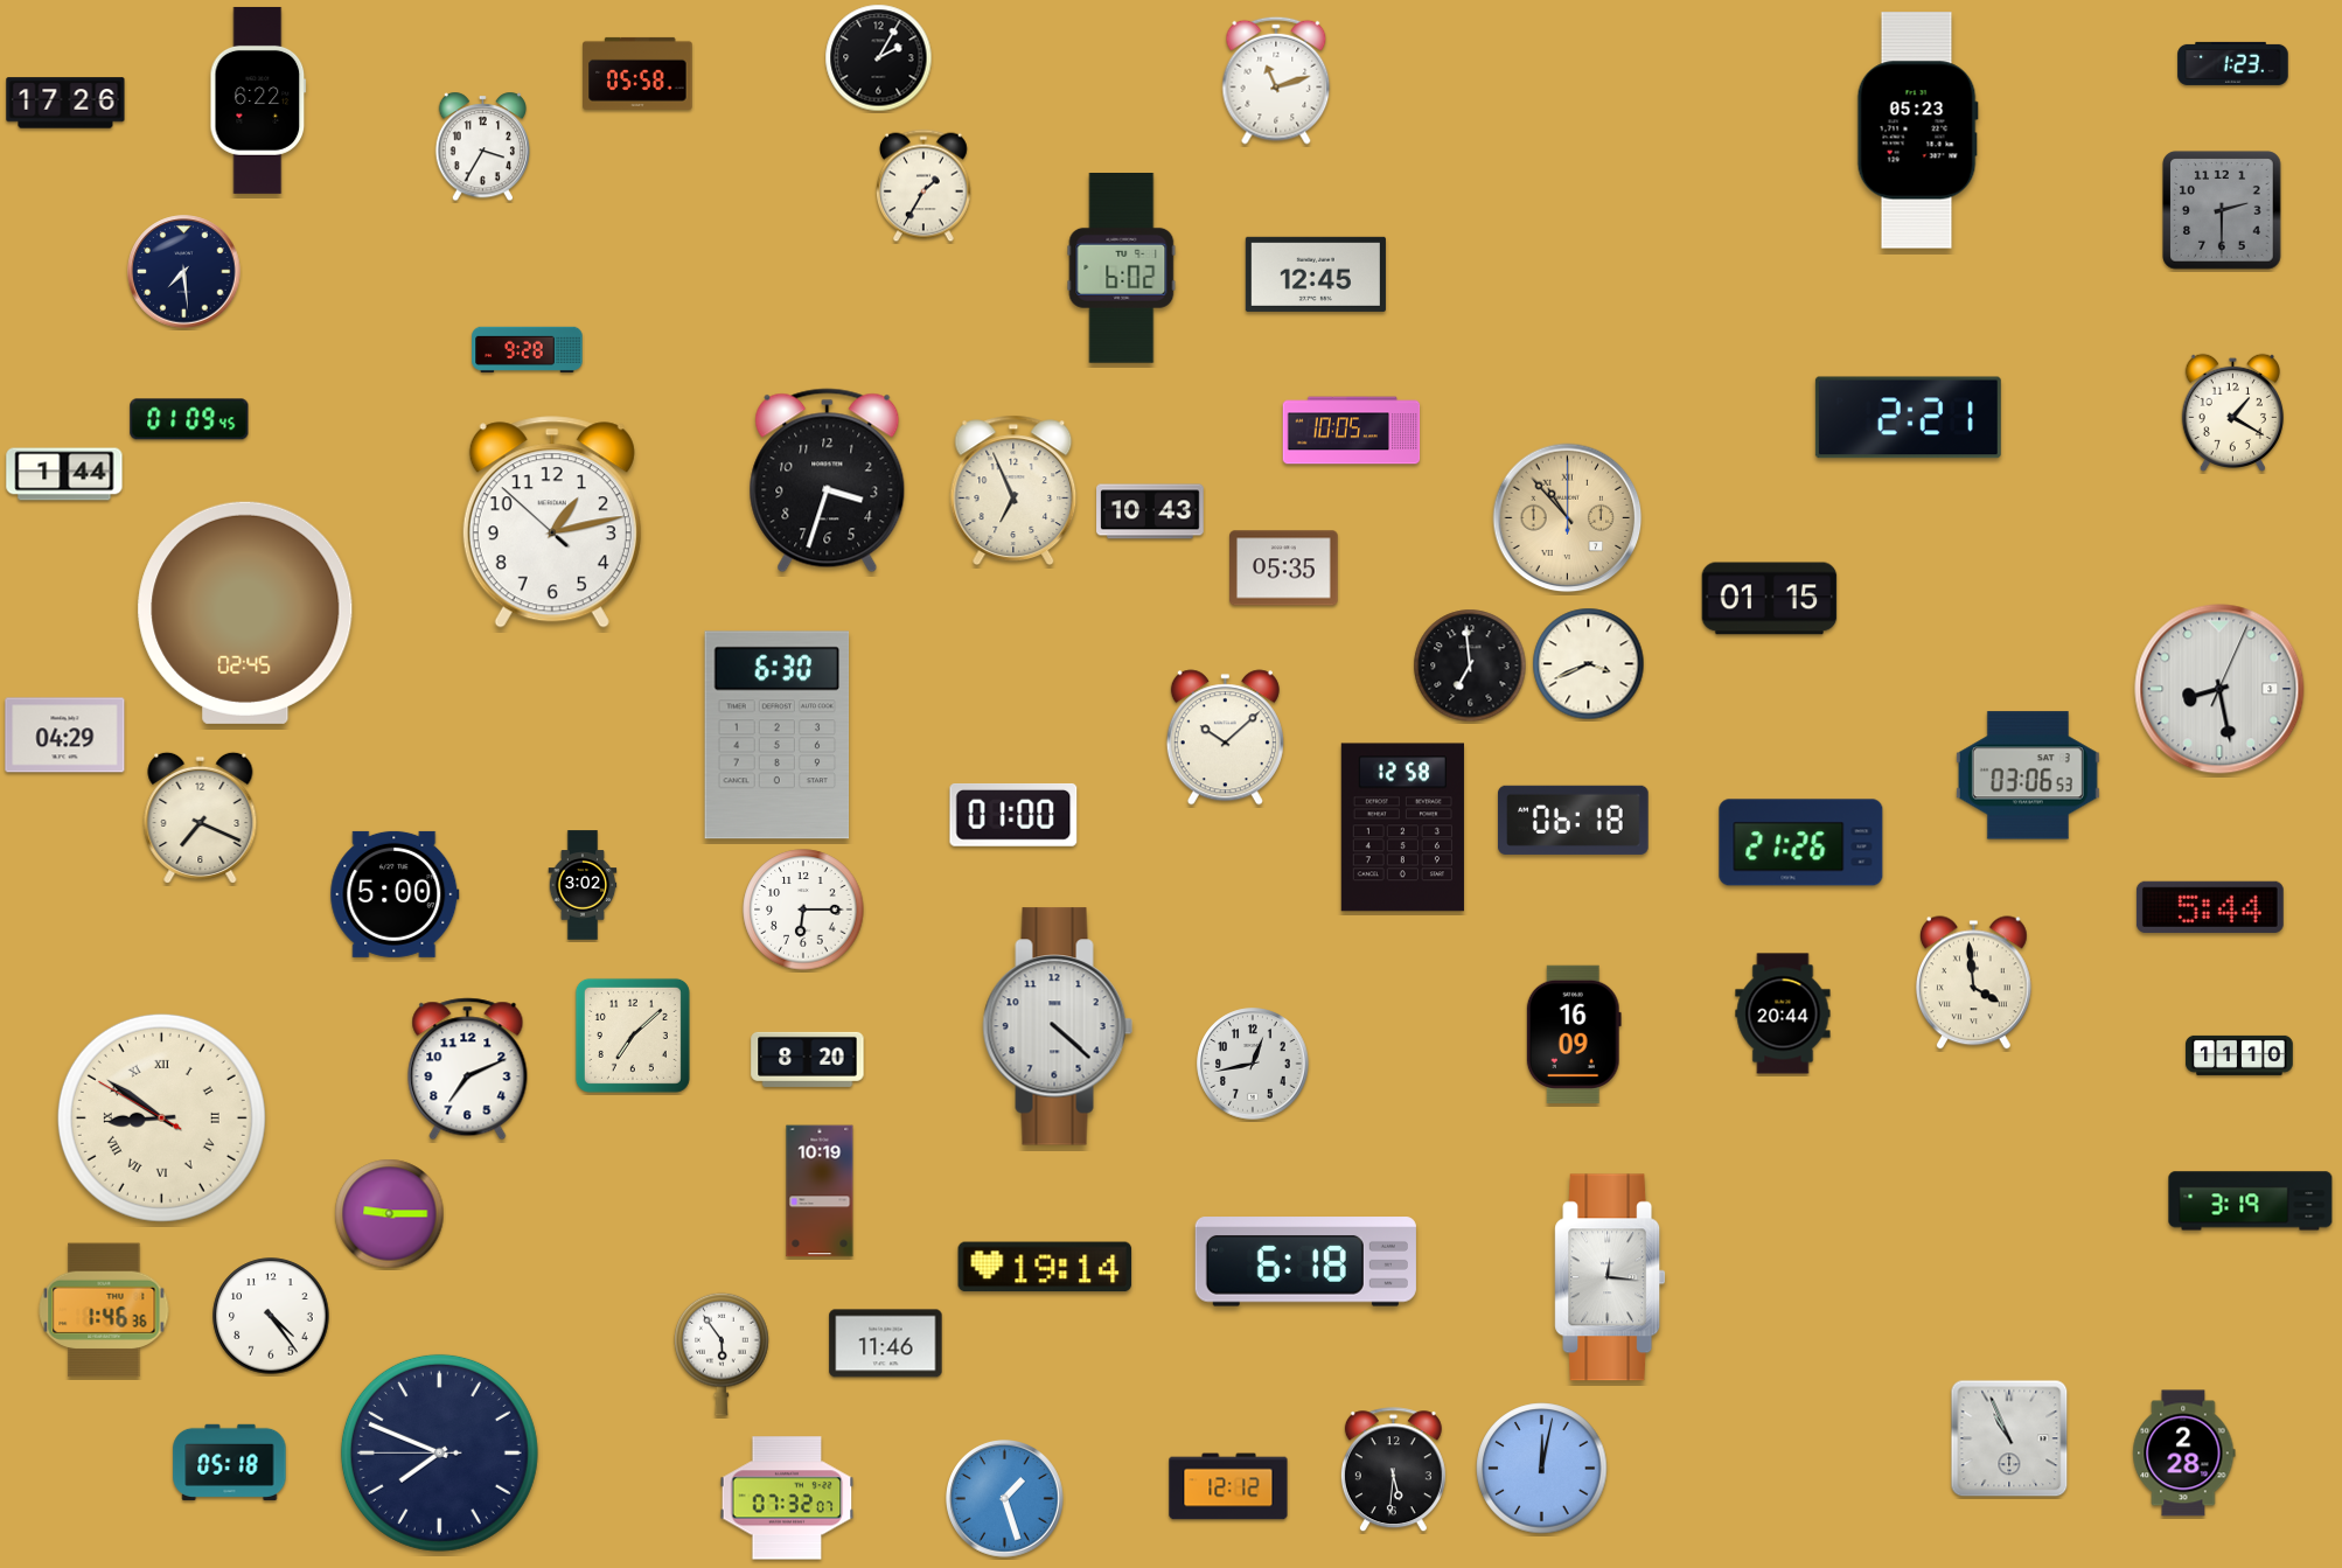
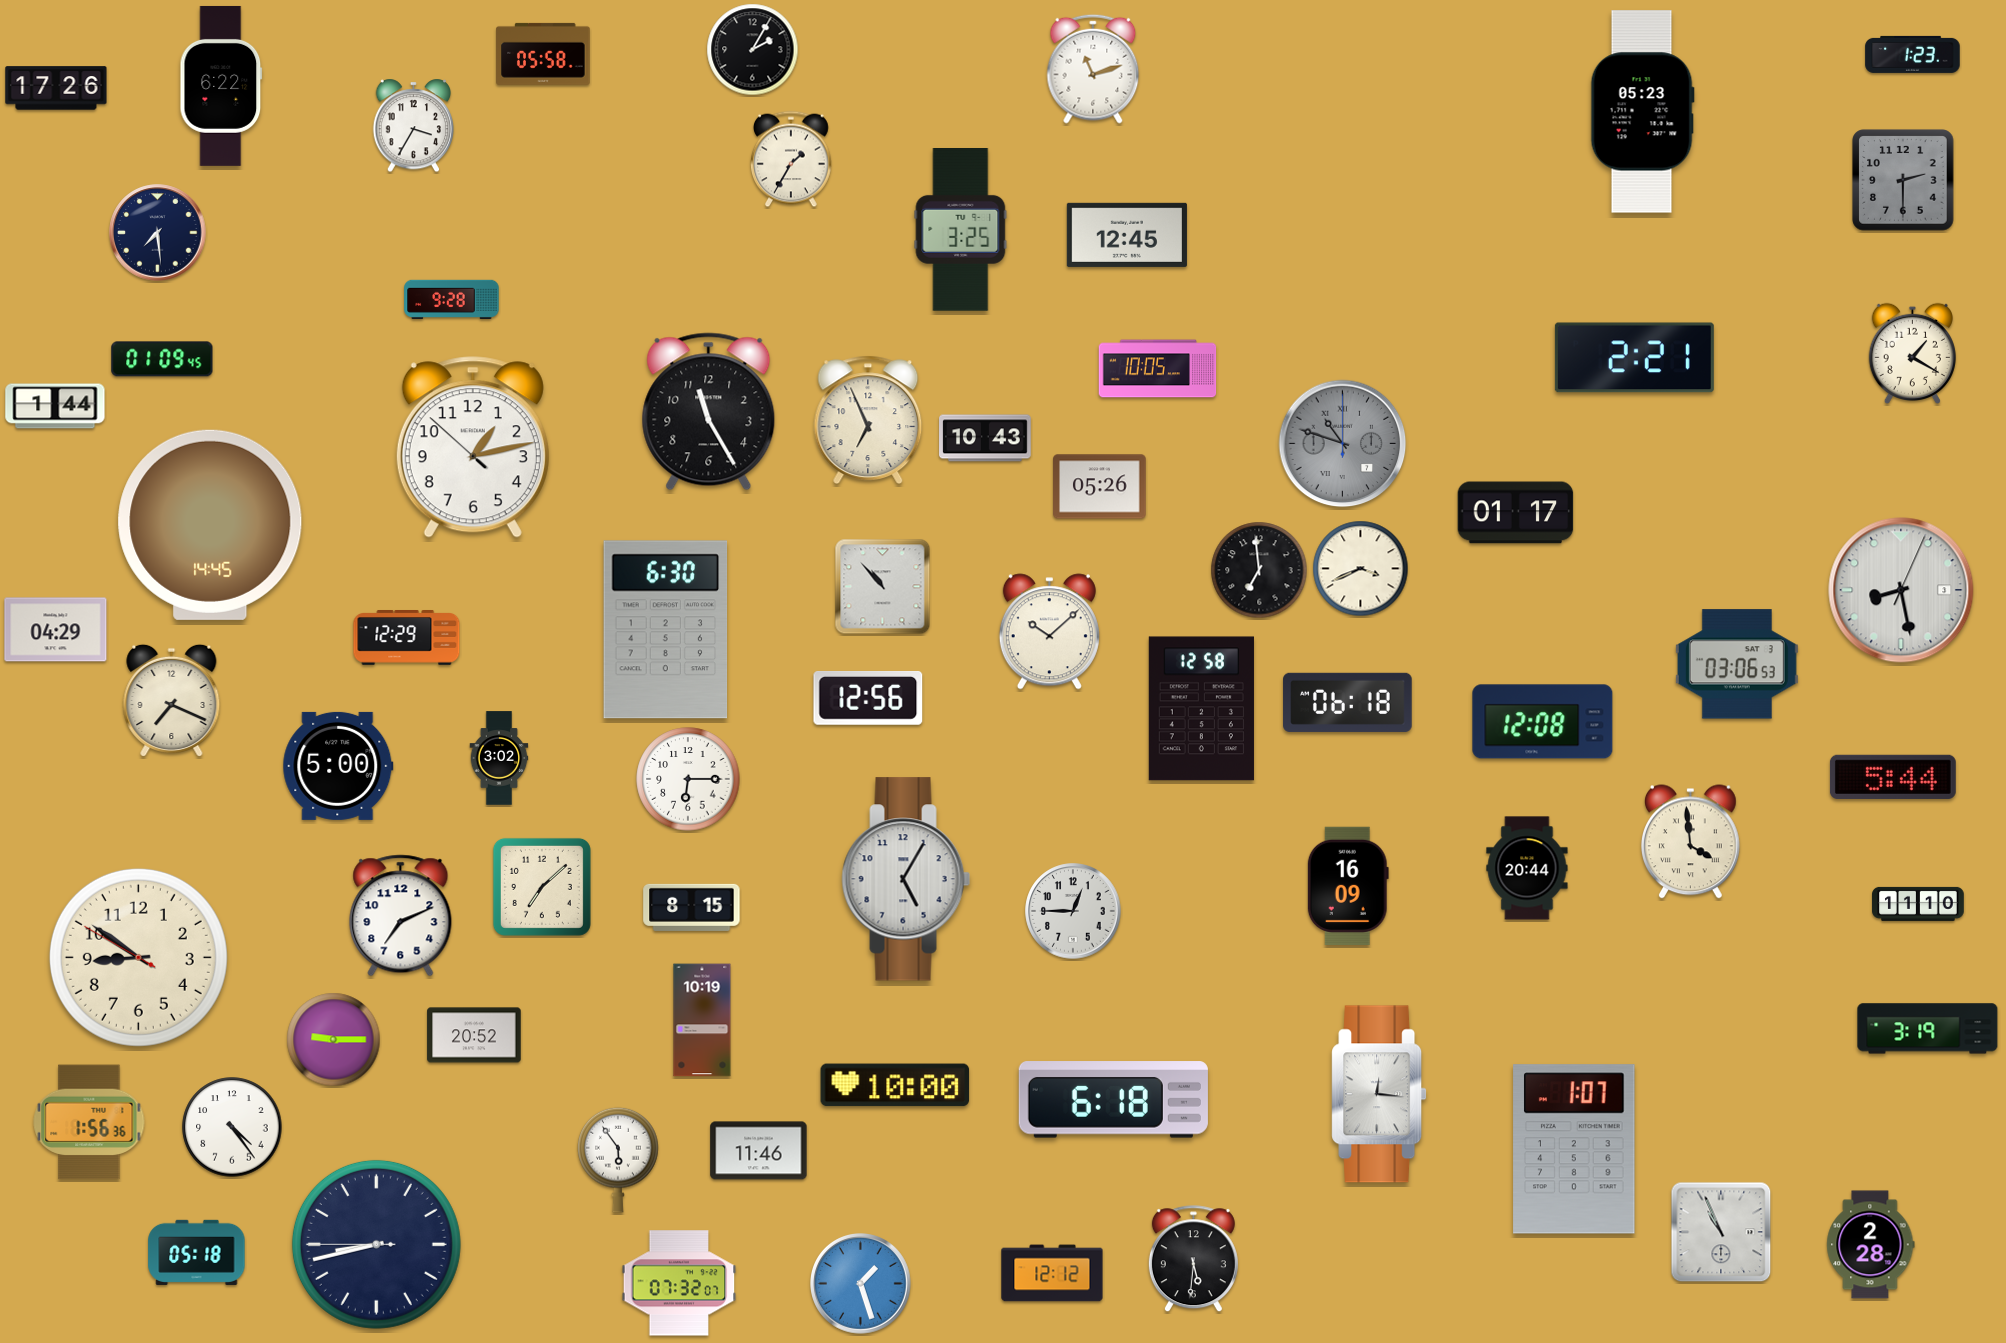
clock at (637, 74) position: (637, 74) -> (543, 54)
clock at (1122, 269): 6:02 -> 3:25
clock at (828, 481): 3:33 -> 11:25
clock at (1568, 518): 10:53 -> 10:48
clock at (1568, 518) dial: champagne -> grey
clock at (1284, 569): 05:35 -> 05:26
clock at (1770, 599): 01:15 -> 01:17
clock at (245, 613): 02:45 -> 14:45
clock at (883, 587): none -> 10:53
clock at (407, 638): none -> 12:29
clock at (1013, 815): 01:00 -> 12:56
clock at (1801, 843): 21:26 -> 12:08
clock at (1058, 1026): 4:22 -> 5:05
clock at (808, 1059): 8:20 -> 8:15
clock at (1253, 1064): 12:43 -> 12:45
clock at (161, 1117) numerals: Roman -> Arabic
clock at (474, 1035): none -> 20:52
clock at (1305, 1262) position: (1305, 1262) -> (1113, 1100)
clock at (1045, 1267): 19:14 -> 10:00
clock at (104, 1310): 1:46 -> 1:56
clock at (1574, 1149): none -> 1:07
clock at (439, 1452): 7:48 -> 8:42
clock at (1542, 1469): 12:02 -> none
clock at (787, 1498) position: (787, 1498) -> (679, 1283)
